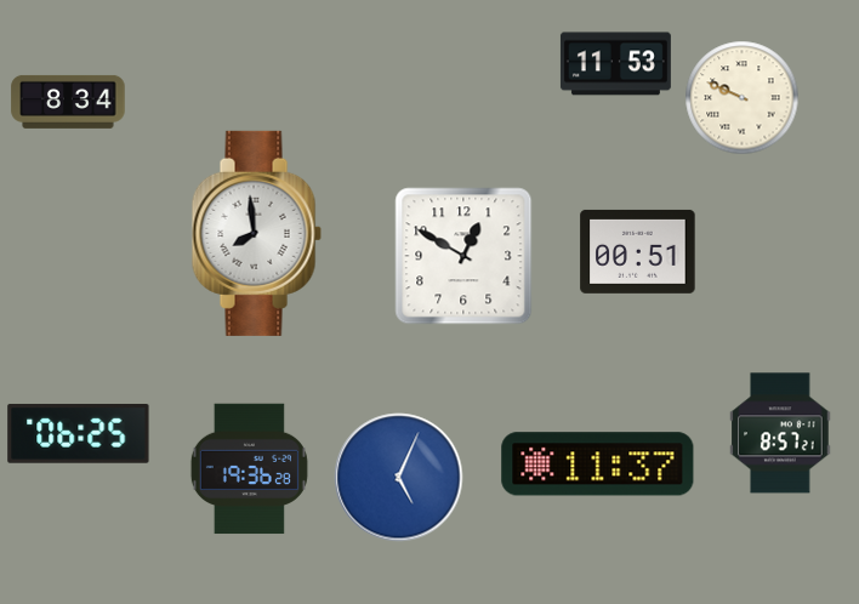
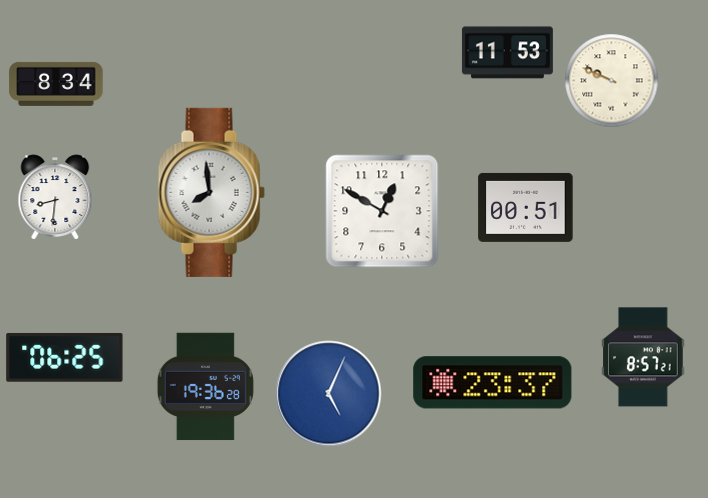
clock at (55, 197): none -> 8:31
clock at (598, 465): 11:37 -> 23:37
